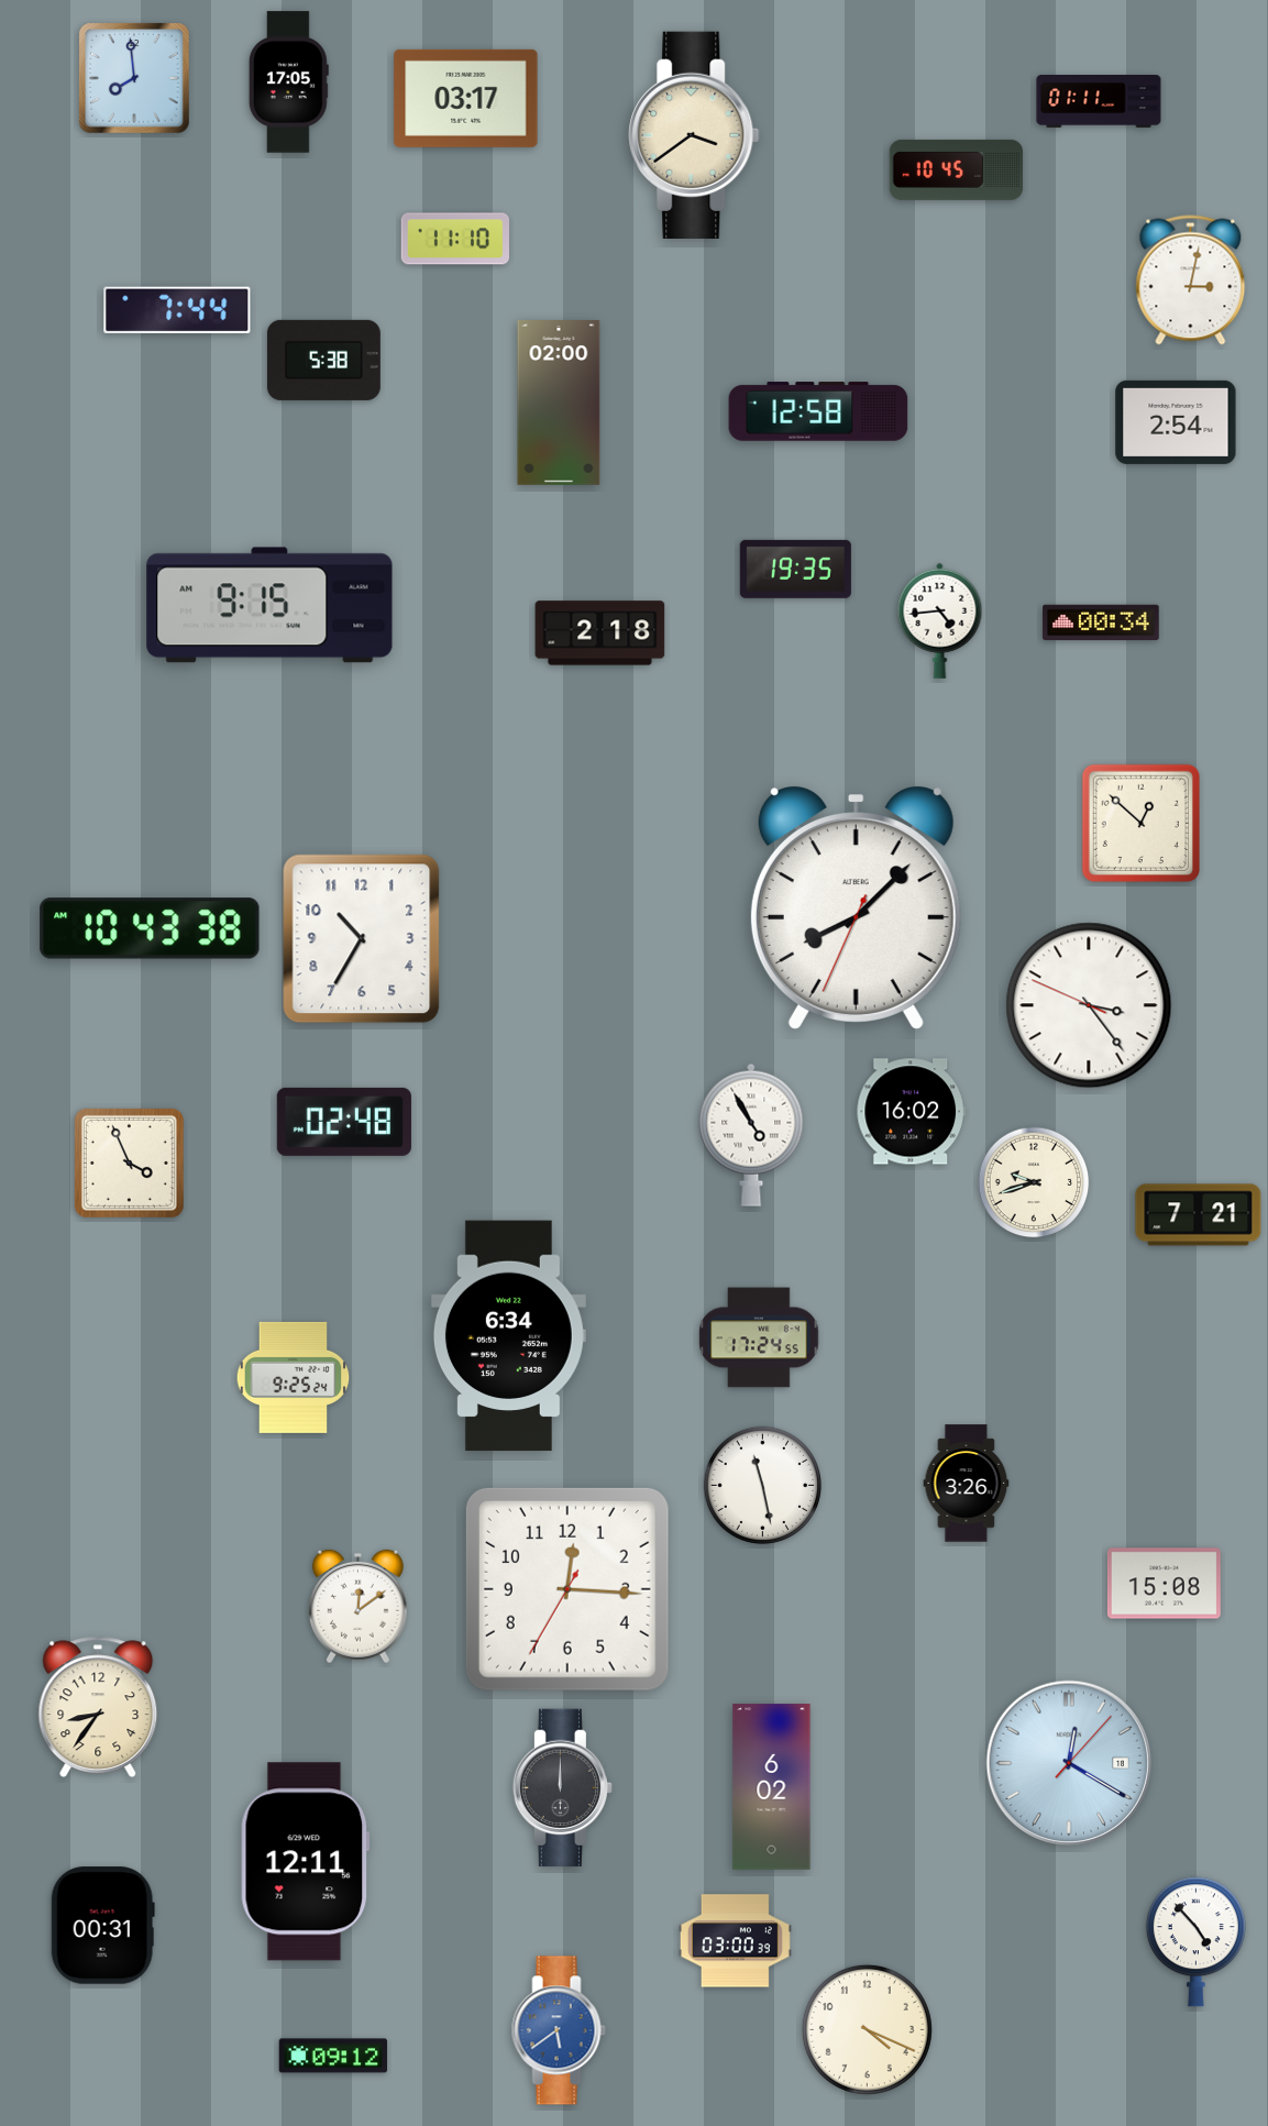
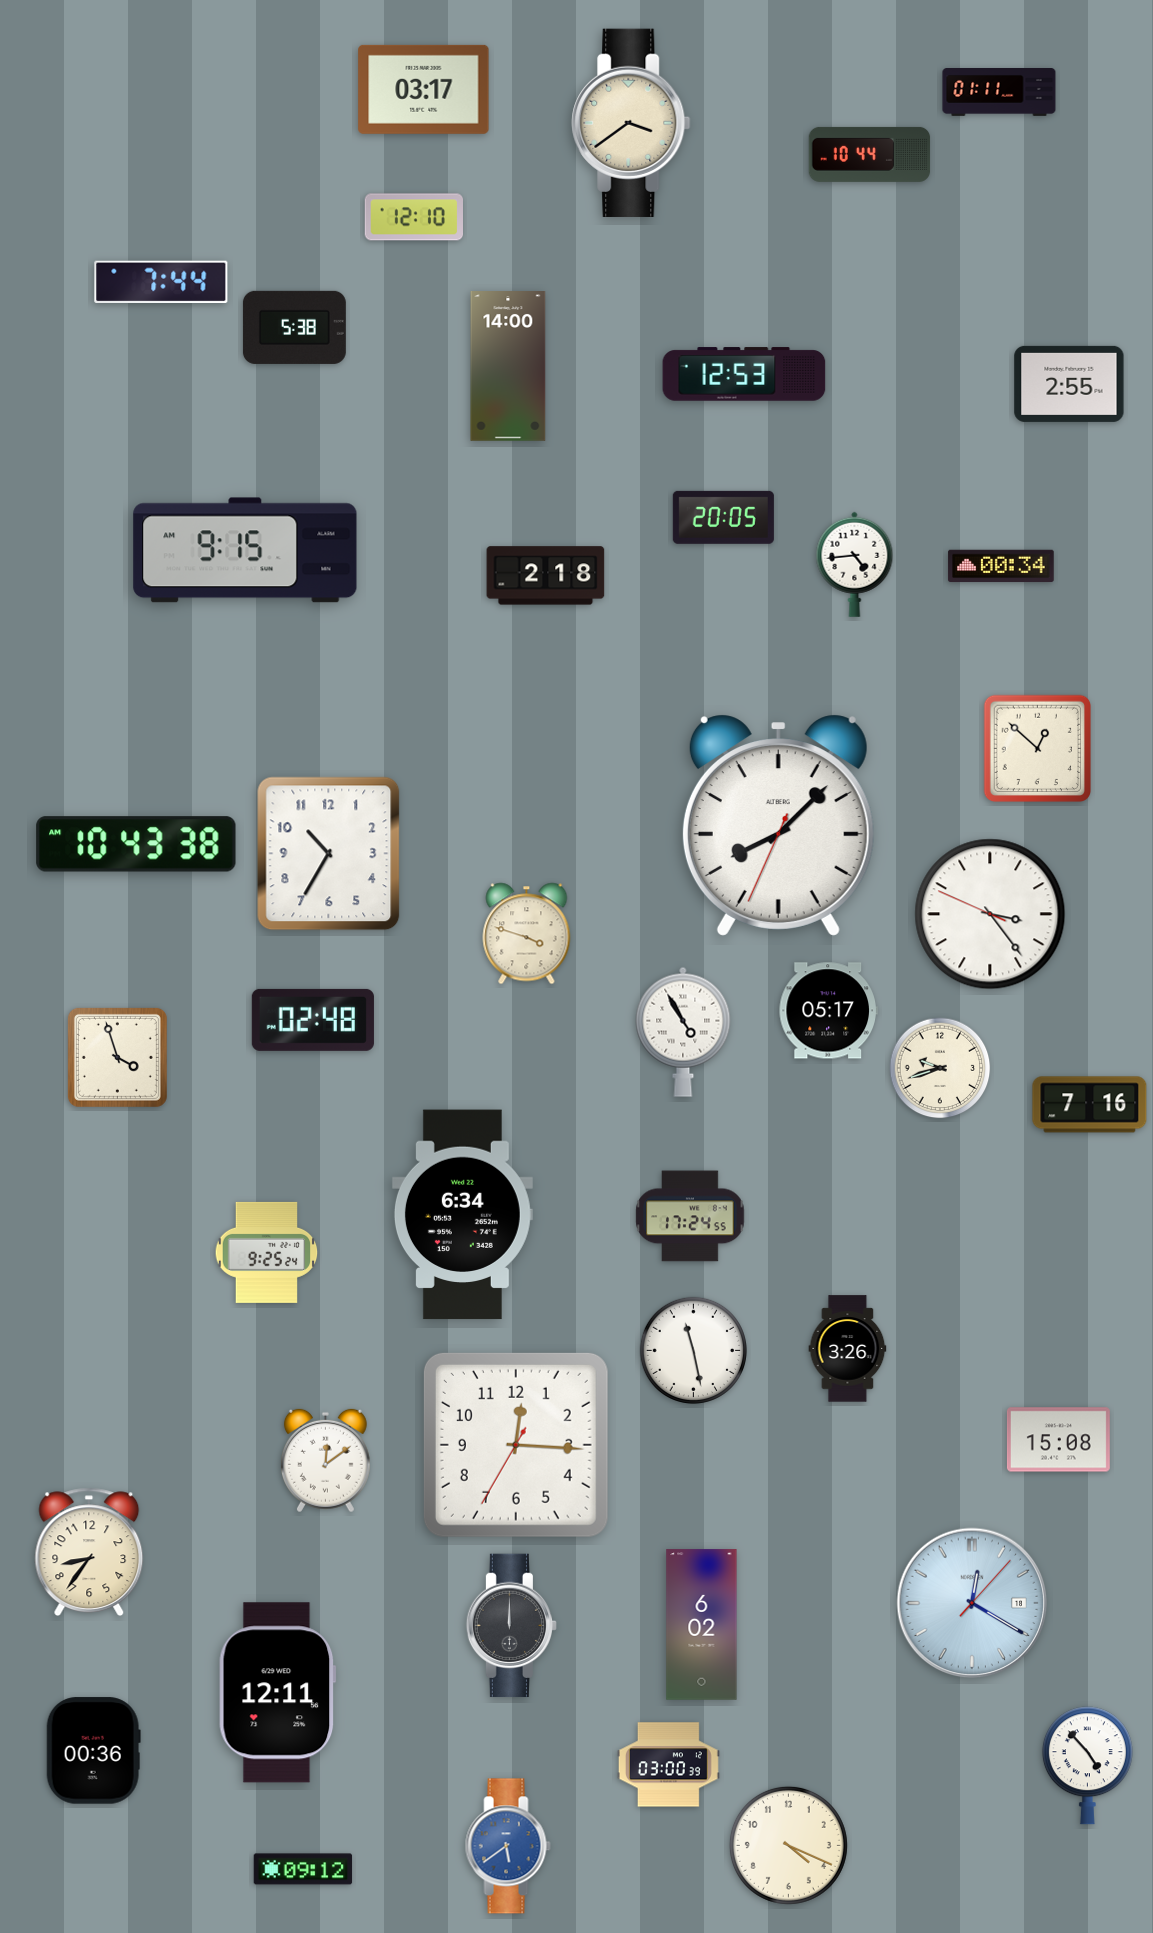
clock at (135, 79): 7:59 -> none
clock at (288, 82): 17:05 -> none
clock at (957, 169): 10:45 -> 10:44
clock at (455, 239): 11:10 -> 12:10
clock at (1191, 280): 3:02 -> none
clock at (559, 404): 02:00 -> 14:00
clock at (818, 411): 12:58 -> 12:53
clock at (1176, 422): 2:54 -> 2:55
clock at (795, 569): 19:35 -> 20:05
clock at (527, 934): none -> 3:48
clock at (911, 1112): 16:02 -> 05:17
clock at (129, 1163): 3:56 -> 3:57
clock at (1034, 1182) position: (1034, 1182) -> (940, 1068)
clock at (1199, 1215): 7:21 -> 7:16
clock at (967, 1484) position: (967, 1484) -> (848, 1349)
clock at (102, 1926): 00:31 -> 00:36
